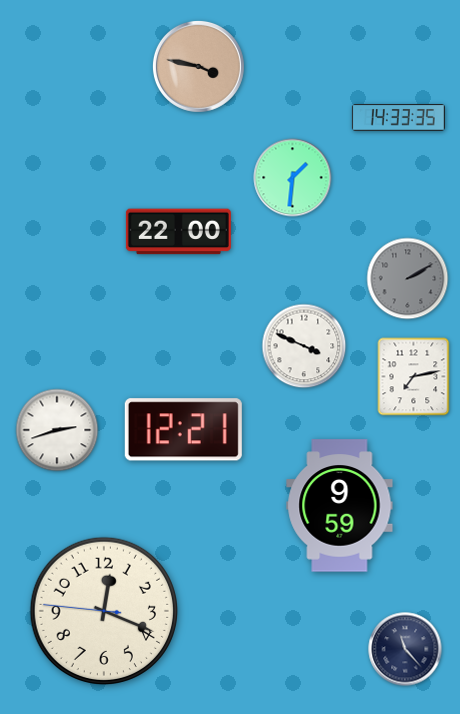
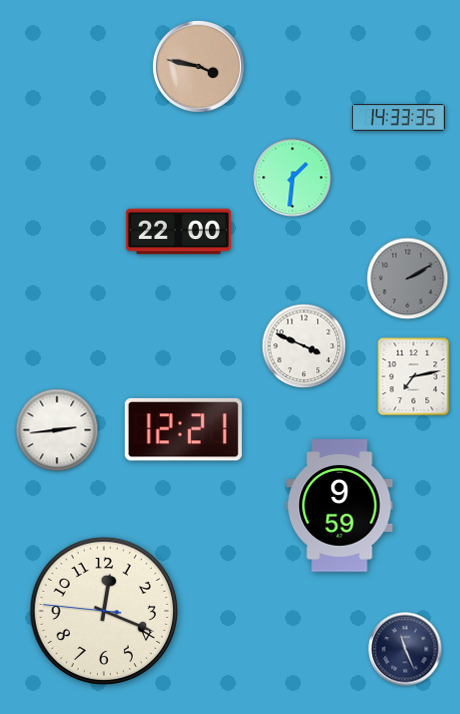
clock at (57, 430): 2:42 -> 2:44
clock at (405, 649): 11:23 -> 11:26
